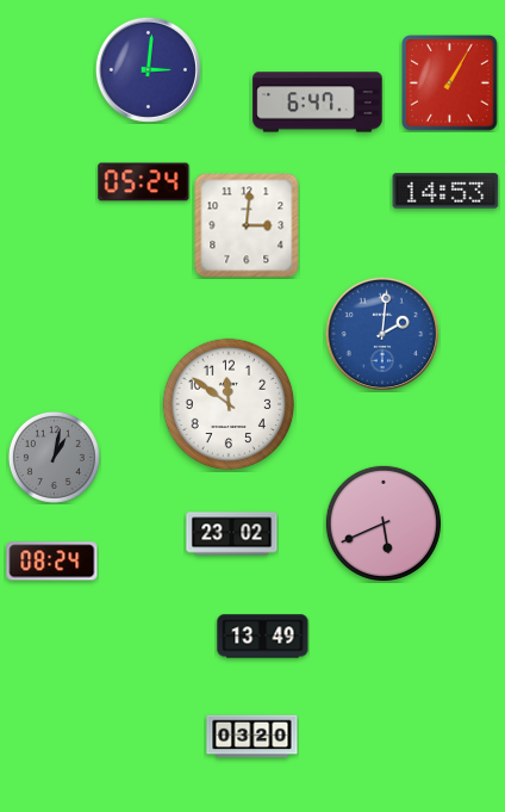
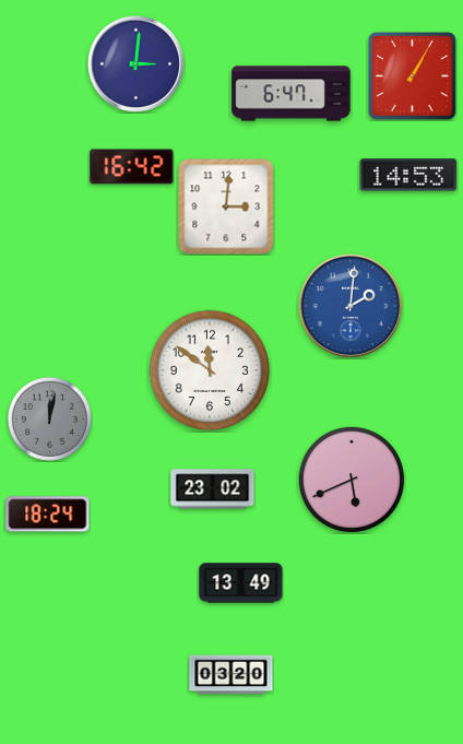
clock at (144, 182): 05:24 -> 16:42
clock at (54, 457): 1:02 -> 12:02
clock at (52, 562): 08:24 -> 18:24
